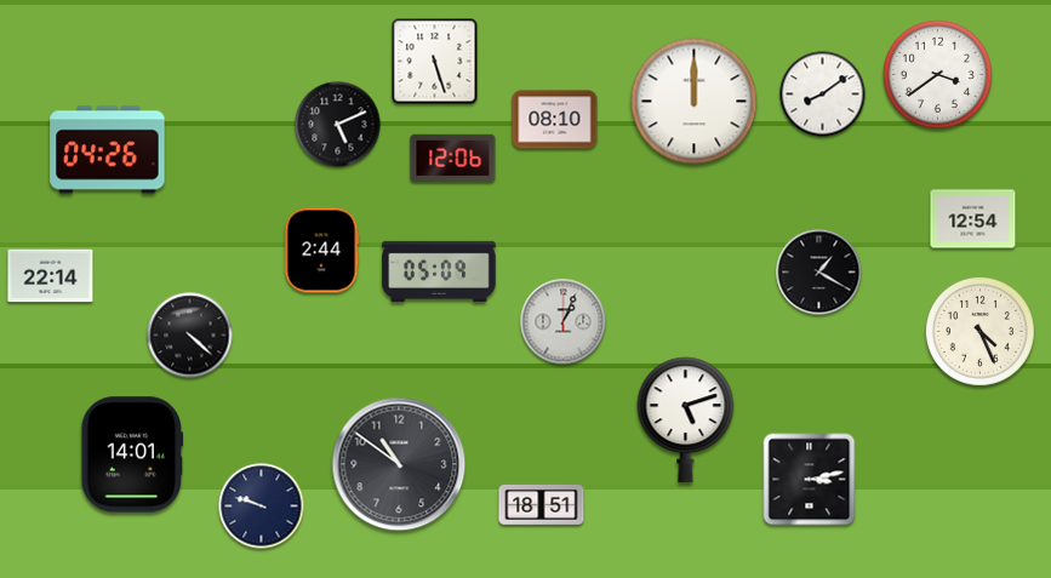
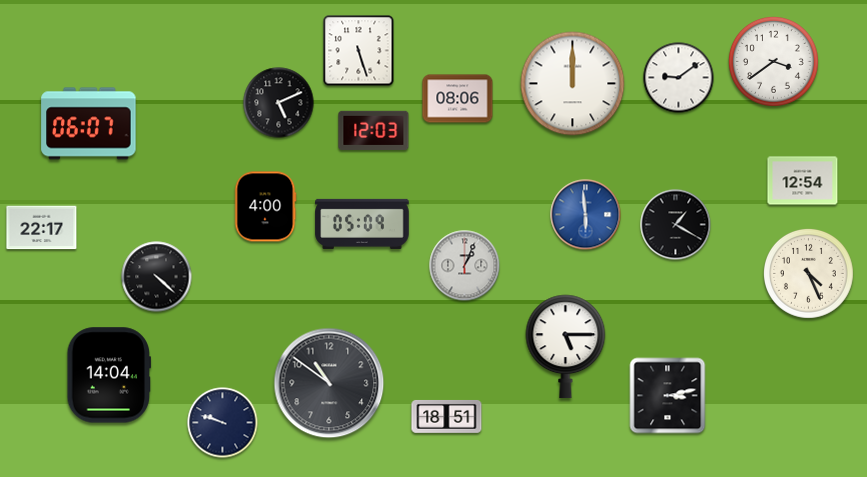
clock at (823, 95): 8:09 -> 9:09
clock at (555, 120): 08:10 -> 08:06
clock at (108, 150): 04:26 -> 06:07
clock at (453, 158): 12:06 -> 12:03
clock at (321, 251): 2:44 -> 4:00
clock at (586, 215): none -> 5:59
clock at (51, 276): 22:14 -> 22:17
clock at (686, 420): 5:12 -> 5:15
clock at (132, 454): 14:01 -> 14:04
clock at (262, 507) position: (262, 507) -> (223, 423)
